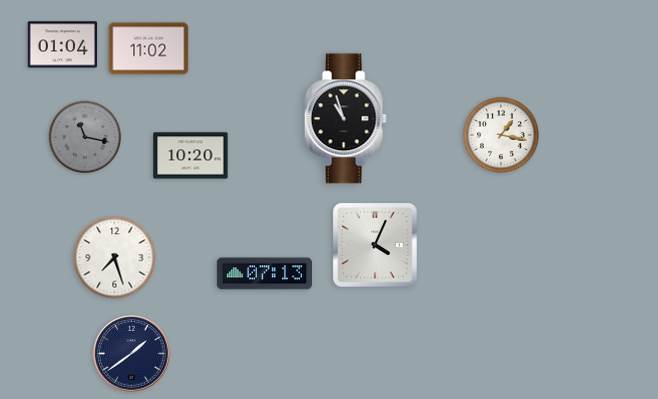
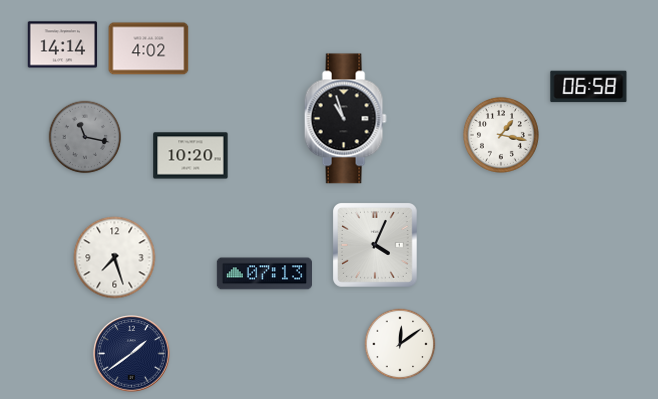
clock at (63, 45): 01:04 -> 14:14
clock at (149, 49): 11:02 -> 4:02
clock at (589, 87): none -> 06:58
clock at (400, 344): none -> 12:09
